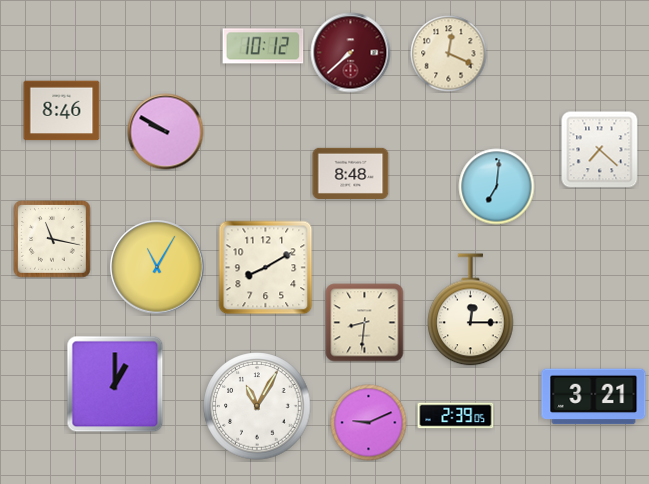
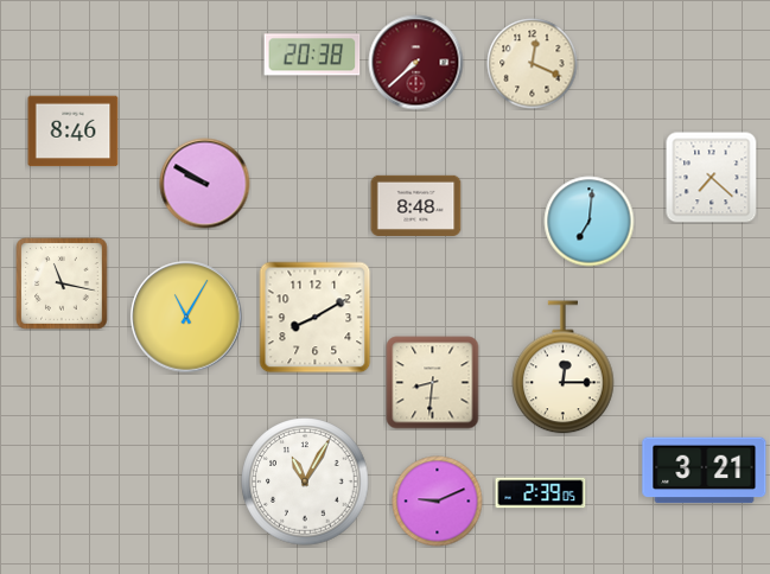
clock at (263, 46): 10:12 -> 20:38
clock at (166, 132) position: (166, 132) -> (205, 184)
clock at (471, 310) position: (471, 310) -> (564, 368)
clock at (115, 384): 1:00 -> none
